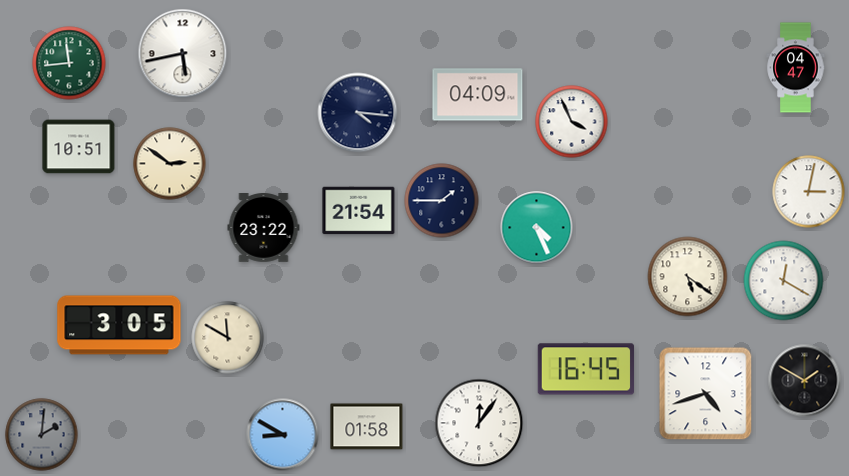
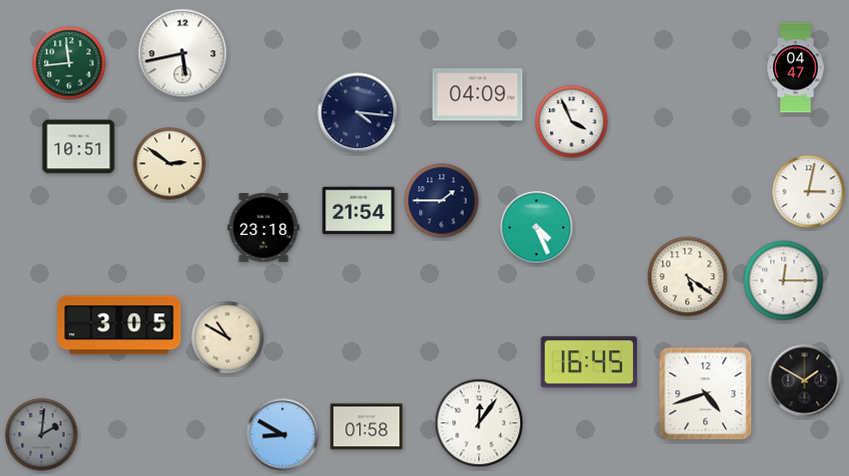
clock at (264, 228): 23:22 -> 23:18
clock at (784, 281): 12:20 -> 12:15
clock at (228, 338): 11:50 -> 10:50
clock at (586, 369) position: (586, 369) -> (589, 362)
